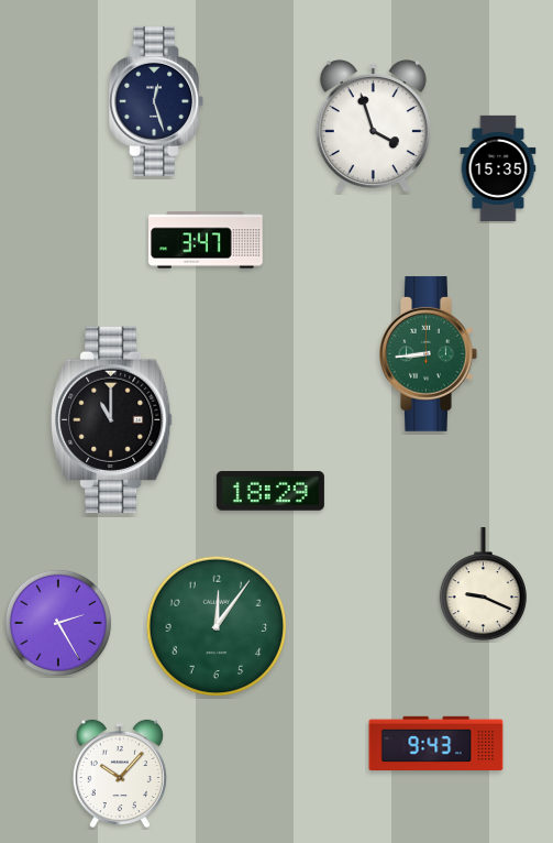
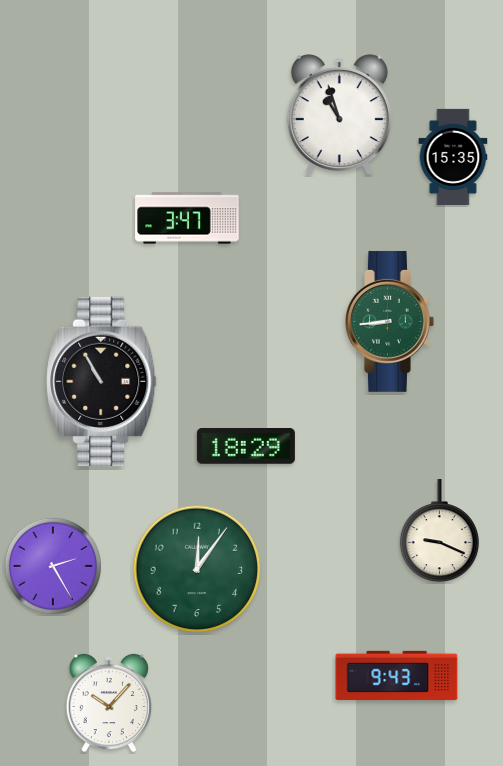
clock at (157, 101): 12:27 -> none
clock at (373, 127): 3:57 -> 10:57
clock at (498, 168) position: (498, 168) -> (453, 157)
clock at (112, 419): 11:00 -> 10:55
